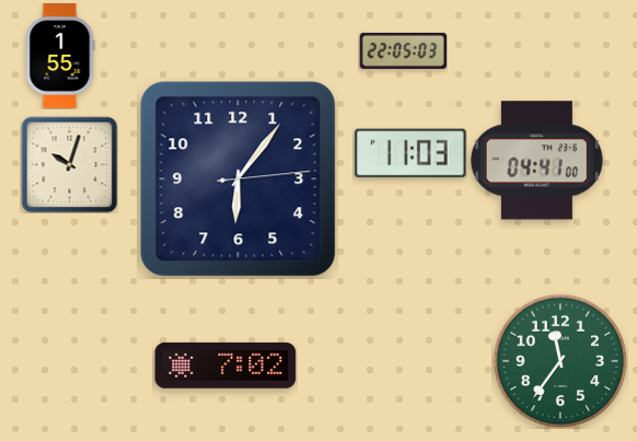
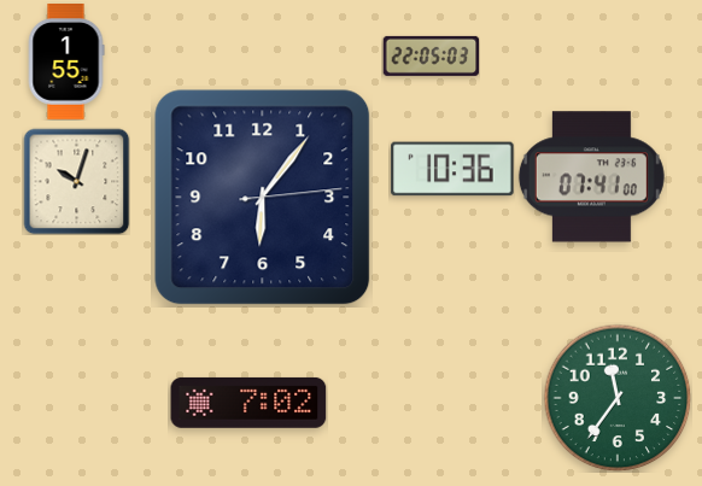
clock at (403, 50) position: (403, 50) -> (431, 55)
clock at (410, 153): 11:03 -> 10:36
clock at (536, 161): 04:41 -> 07:41
